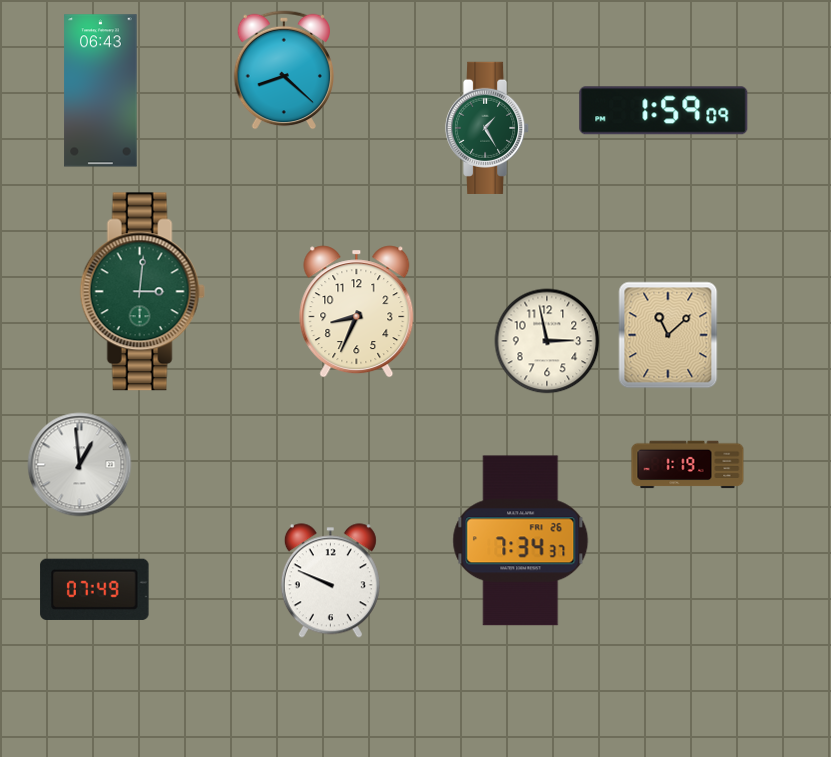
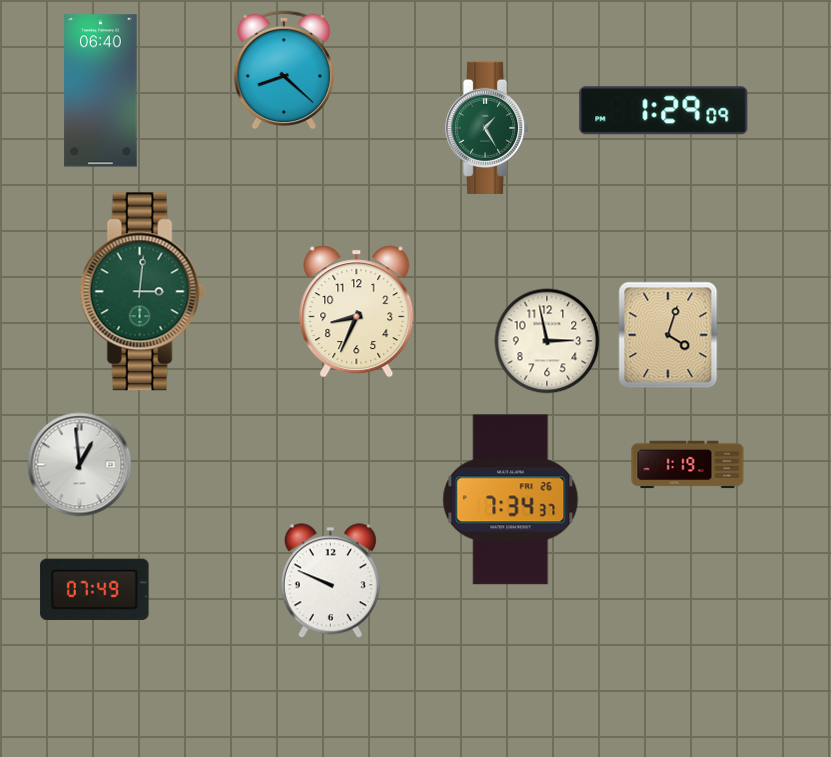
clock at (101, 91): 06:43 -> 06:40
clock at (664, 111): 1:59 -> 1:29
clock at (668, 335): 11:08 -> 4:03
clock at (521, 541) position: (521, 541) -> (511, 500)
